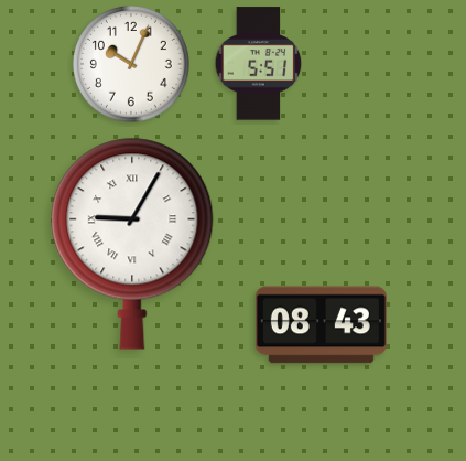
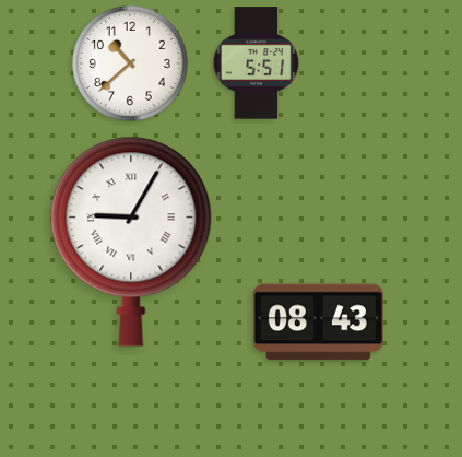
clock at (131, 64): 10:04 -> 10:38
